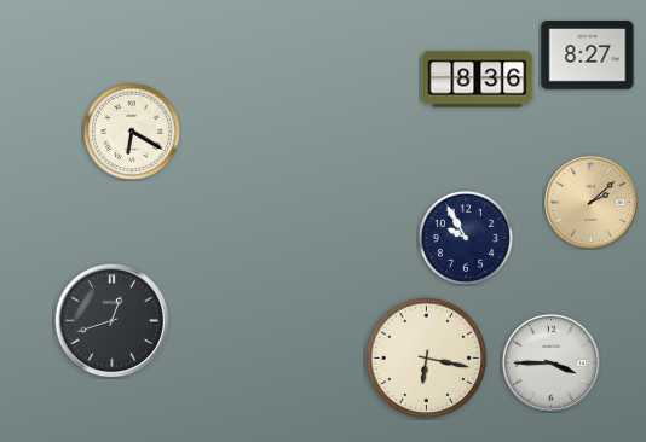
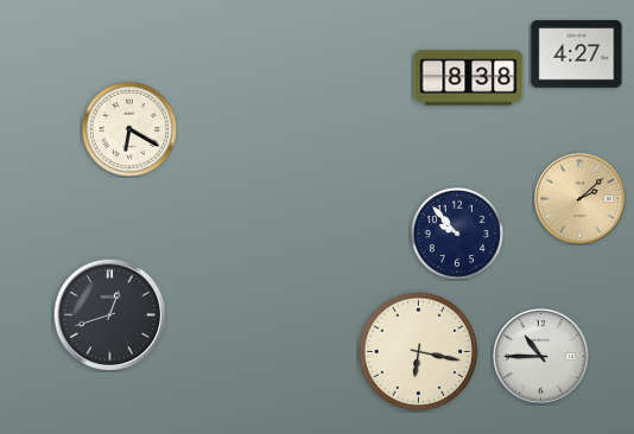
clock at (588, 56): 8:27 -> 4:27
clock at (478, 80): 8:36 -> 8:38
clock at (466, 238): 9:55 -> 9:53
clock at (550, 362): 3:45 -> 10:45
